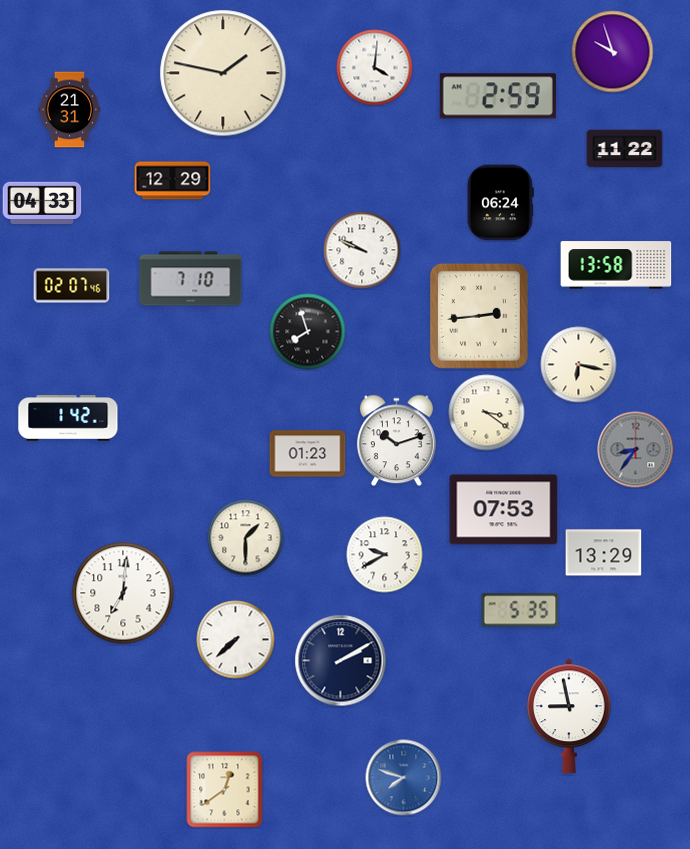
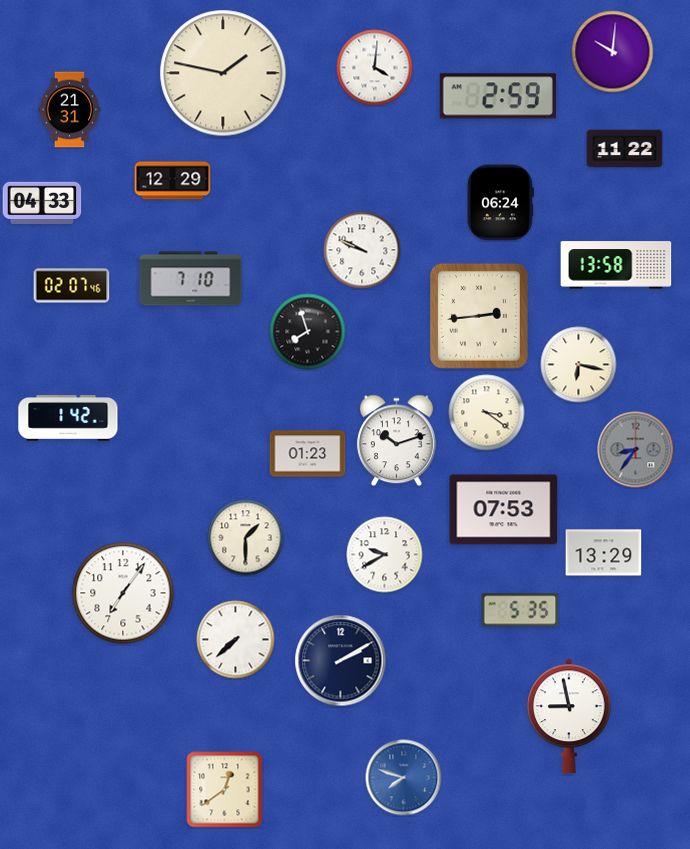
clock at (613, 52): 9:57 -> 10:01
clock at (123, 593): 7:01 -> 7:06
